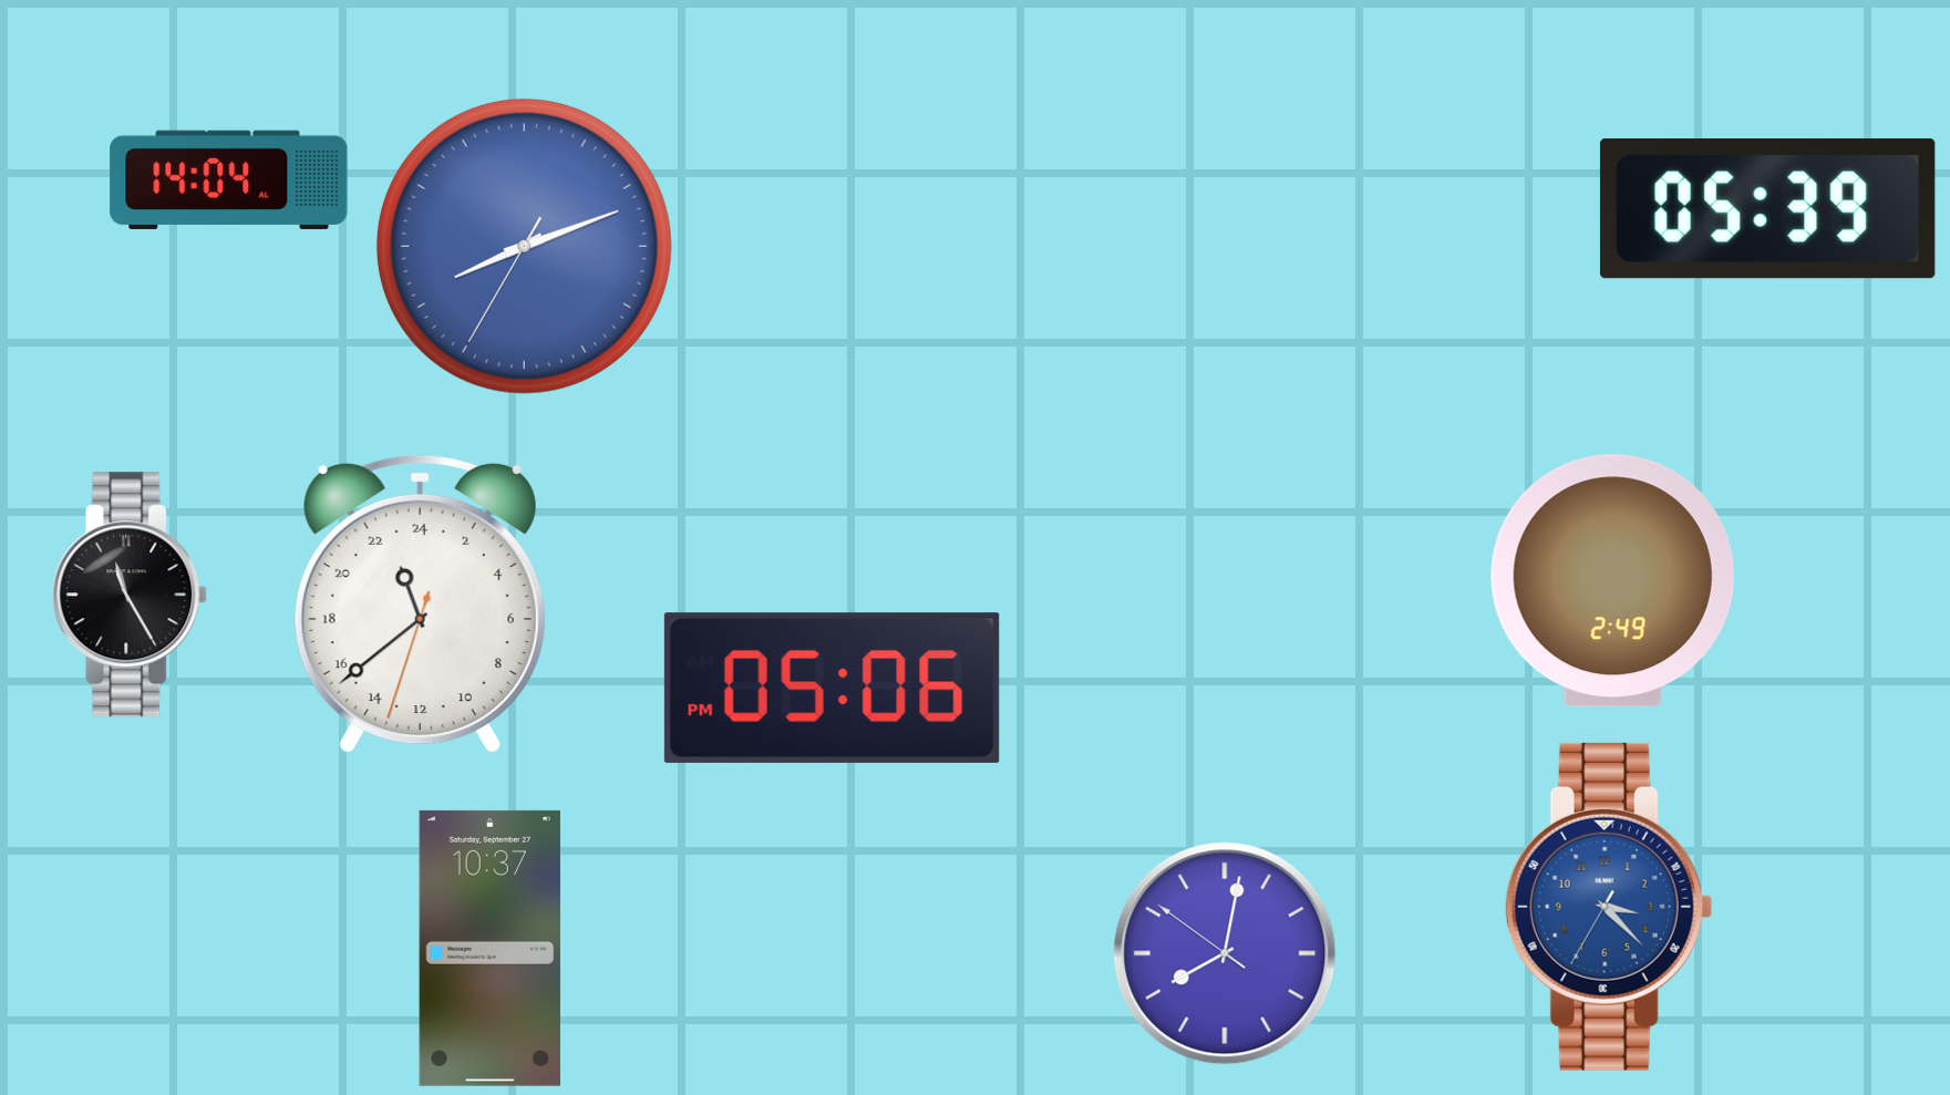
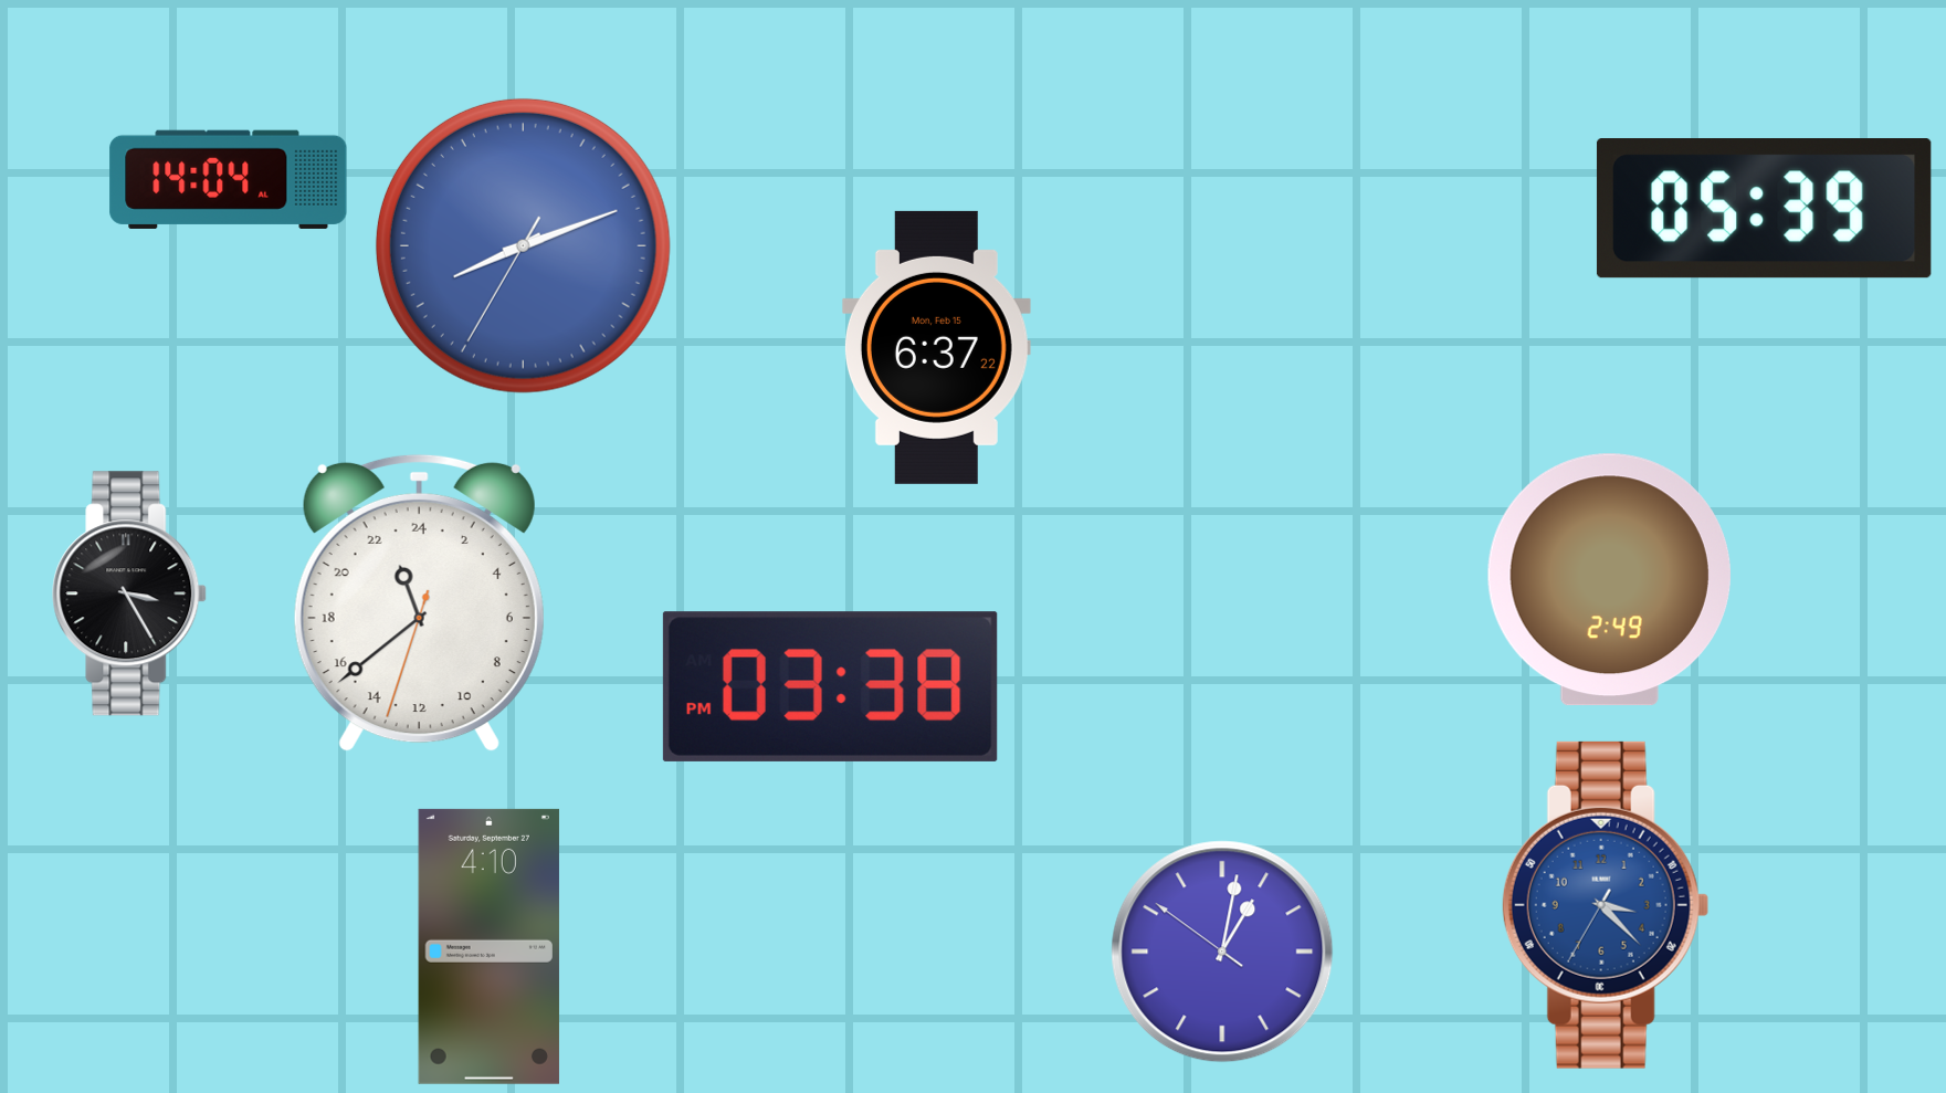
clock at (936, 347): none -> 6:37
clock at (131, 595): 11:25 -> 3:25
clock at (832, 688): 05:06 -> 03:38
clock at (489, 948): 10:37 -> 4:10
clock at (1225, 953): 8:01 -> 1:01
